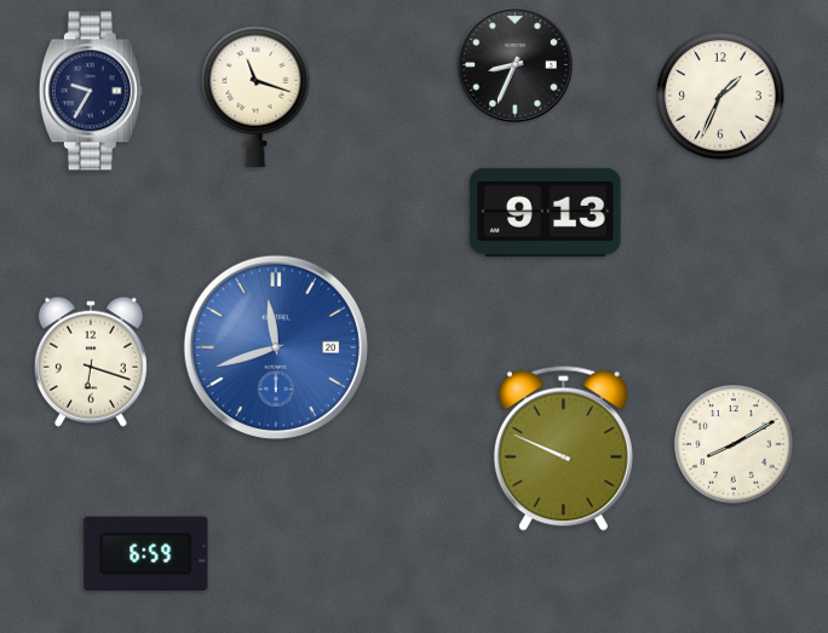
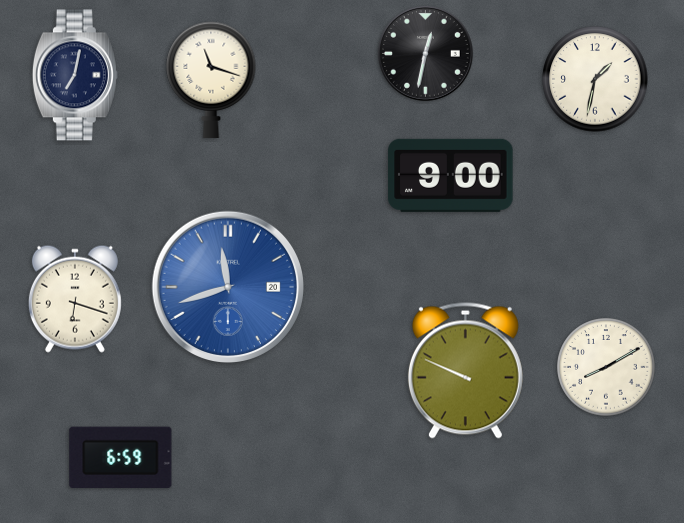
clock at (514, 64): 8:34 -> 12:32
clock at (91, 91): 9:35 -> 7:02
clock at (720, 96): 1:34 -> 1:32
clock at (546, 212): 9:13 -> 9:00
